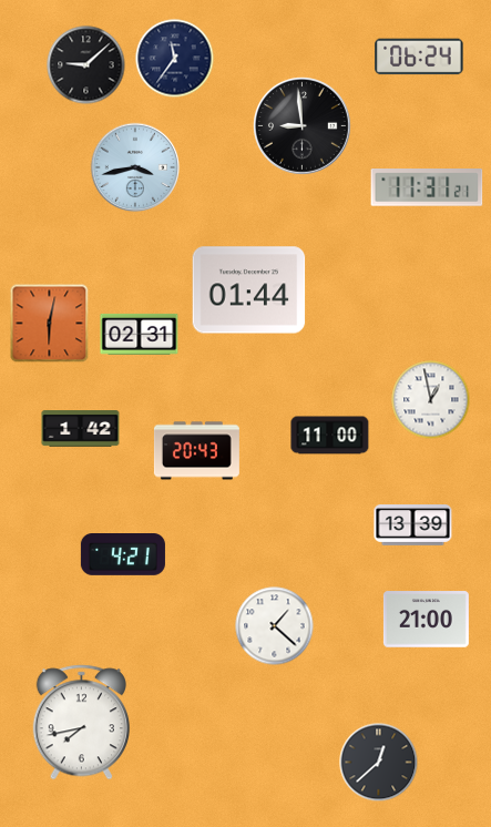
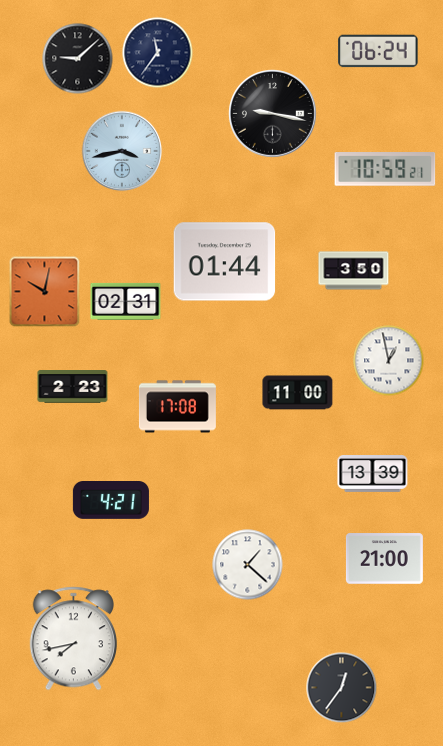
clock at (303, 126): 8:59 -> 9:17
clock at (427, 188): 11:31 -> 10:59
clock at (354, 271): none -> 3:50
clock at (50, 324): 6:02 -> 10:02
clock at (81, 429): 1:42 -> 2:23
clock at (196, 451): 20:43 -> 17:08
clock at (81, 723) position: (81, 723) -> (73, 639)
clock at (379, 763): 12:38 -> 12:36
